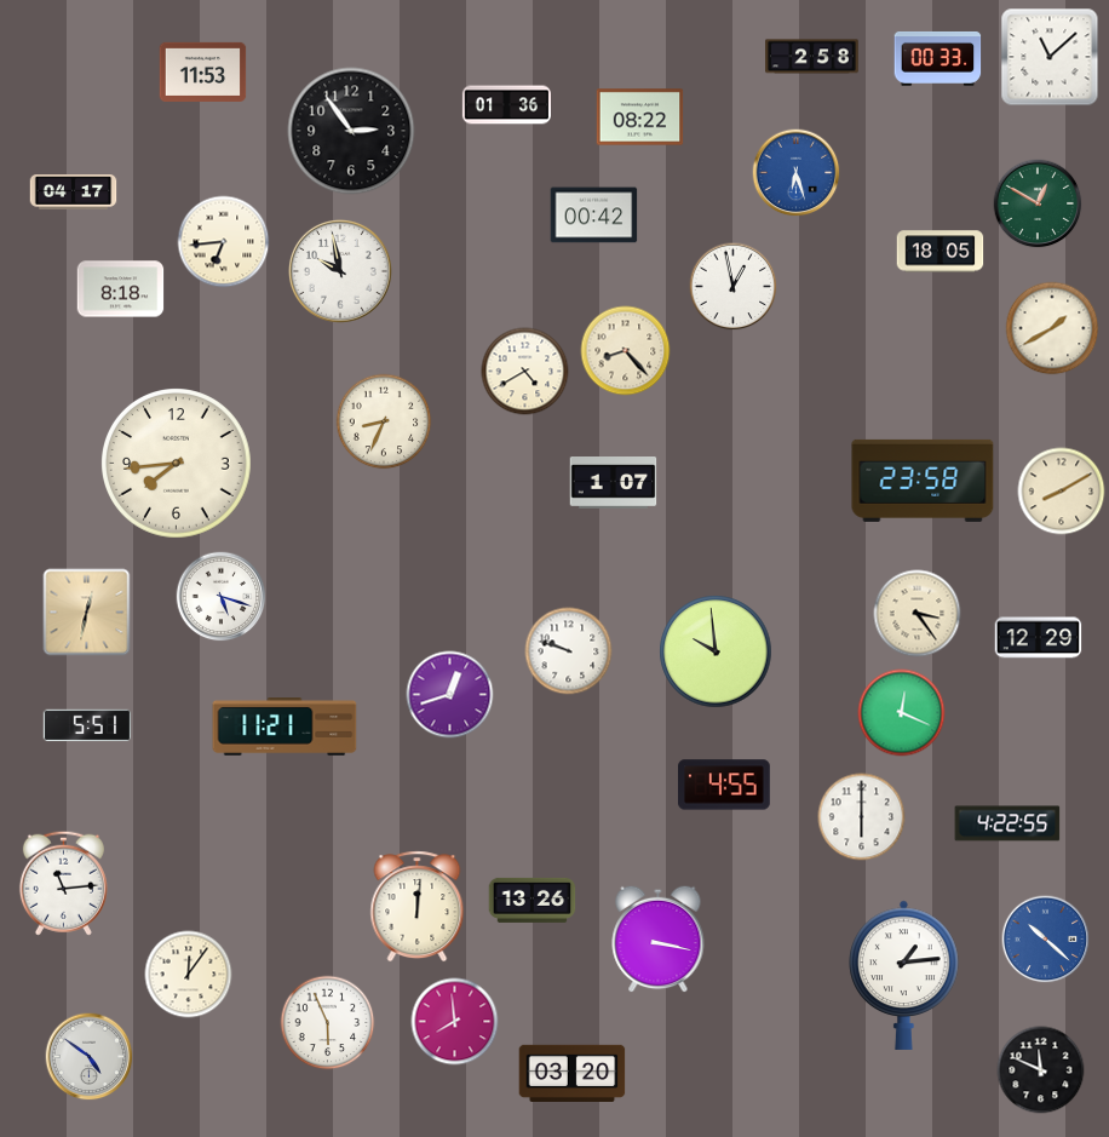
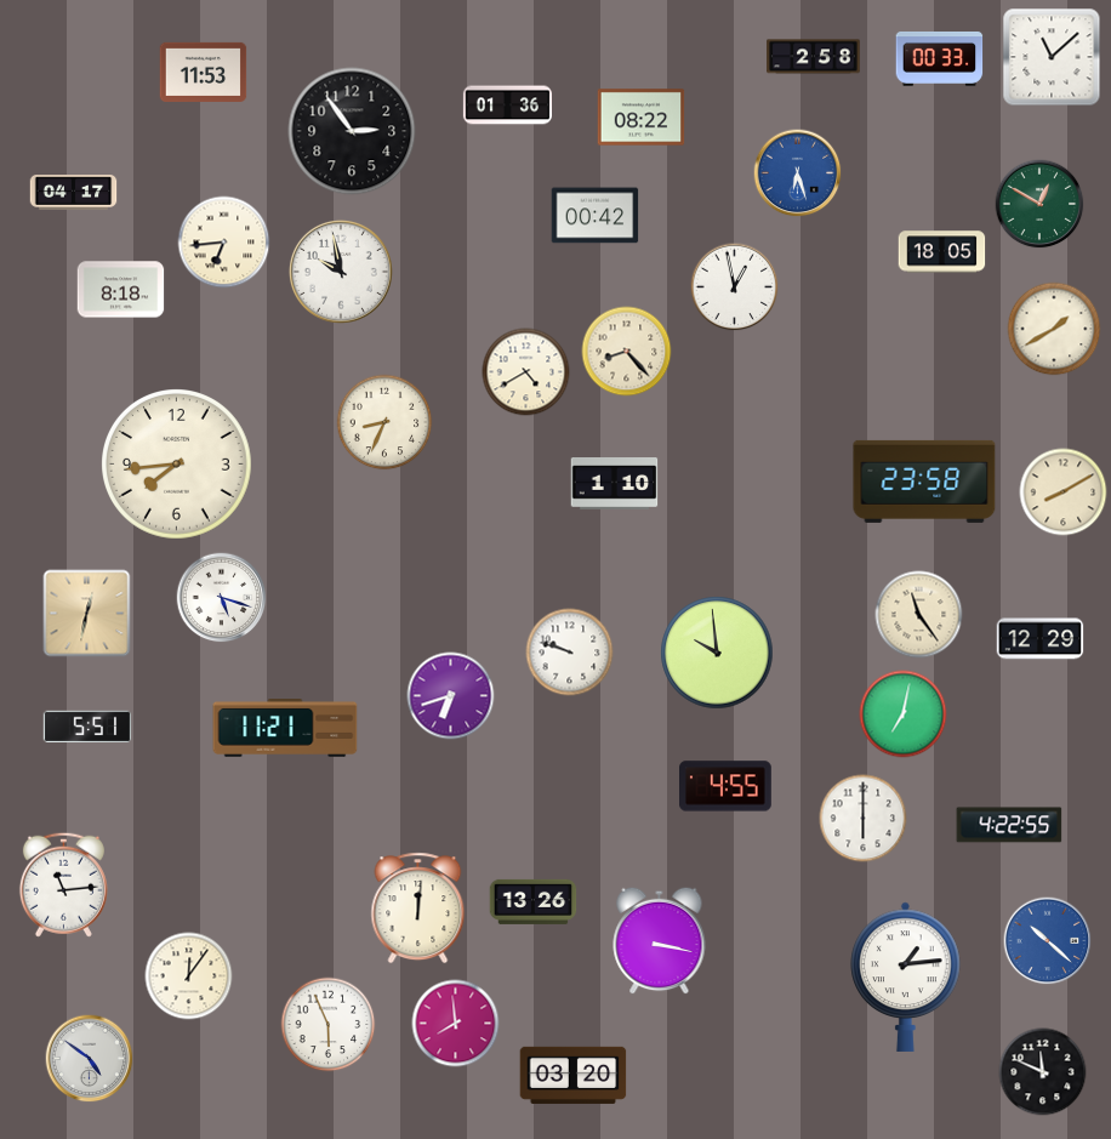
clock at (614, 483): 1:07 -> 1:10
clock at (918, 614): 3:24 -> 11:24
clock at (450, 695): 12:42 -> 6:42
clock at (902, 713): 12:19 -> 7:02
